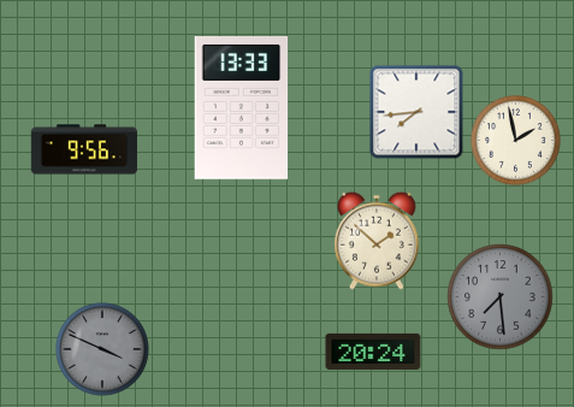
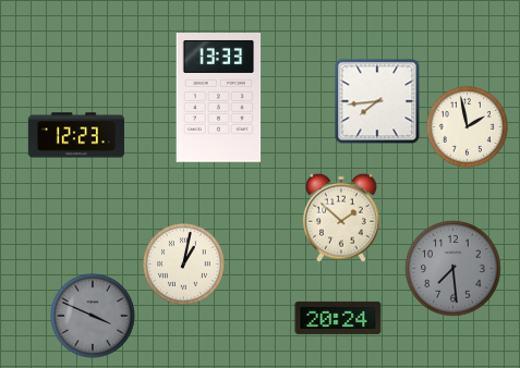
clock at (84, 149): 9:56 -> 12:23
clock at (184, 265): none -> 1:02
